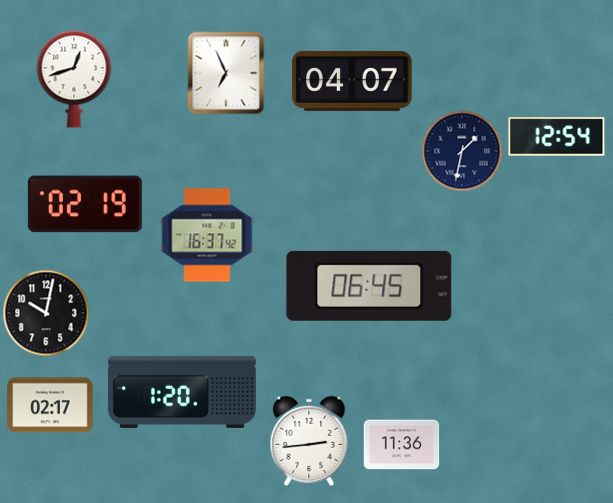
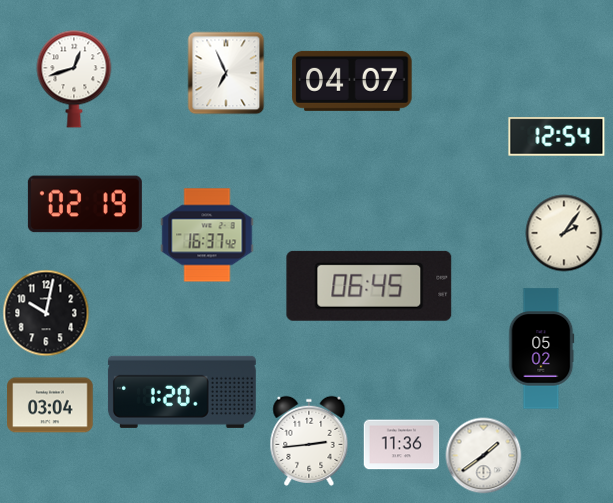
clock at (462, 151): 1:32 -> none
clock at (564, 233): none -> 2:06
clock at (541, 349): none -> 05:02
clock at (50, 405): 02:17 -> 03:04
clock at (484, 456): none -> 1:39
